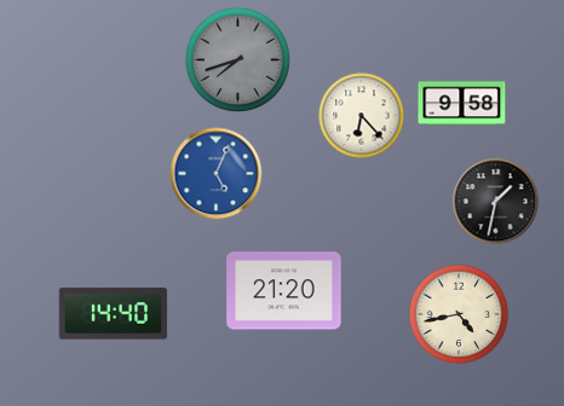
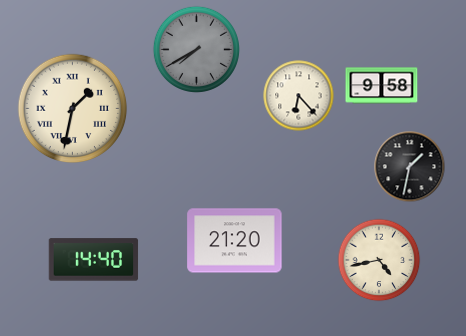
clock at (237, 59): 7:42 -> 7:40
clock at (73, 109): none -> 1:32
clock at (217, 174): 5:04 -> none
